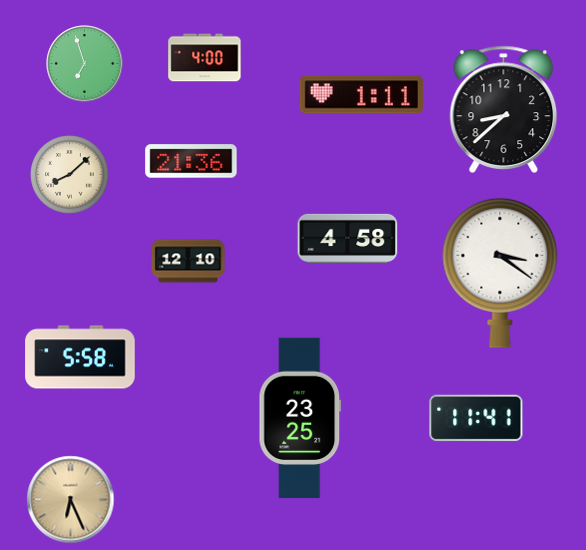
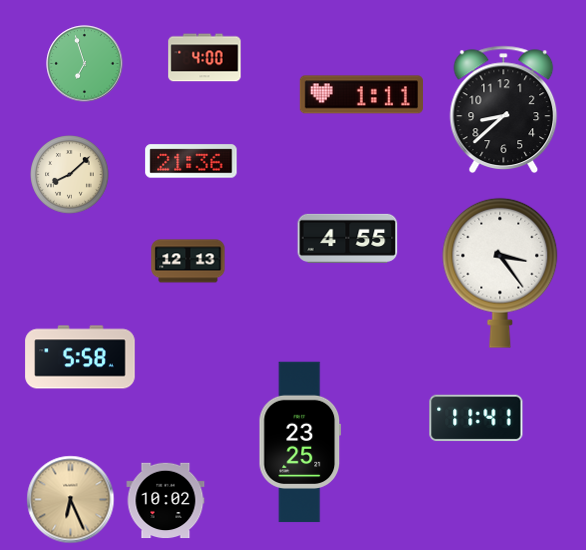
clock at (348, 238): 4:58 -> 4:55
clock at (188, 261): 12:10 -> 12:13
clock at (500, 273): 3:21 -> 3:24
clock at (300, 418) position: (300, 418) -> (300, 442)
clock at (166, 501): none -> 10:02
